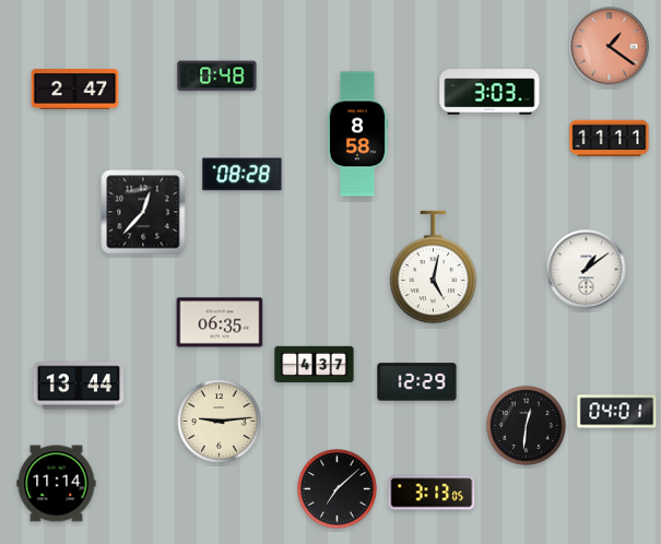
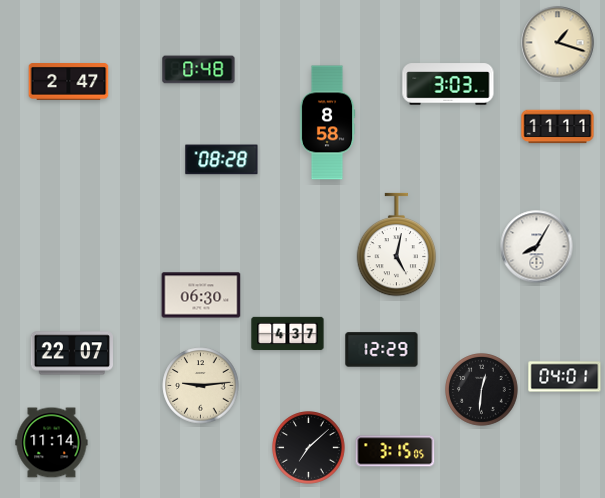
clock at (610, 47): 1:21 -> 1:18
clock at (610, 47) dial: salmon -> cream
clock at (143, 212): 12:37 -> none
clock at (587, 270): 1:09 -> 8:05
clock at (220, 322): 06:35 -> 06:30
clock at (78, 386): 13:44 -> 22:07
clock at (432, 493): 3:13 -> 3:15
